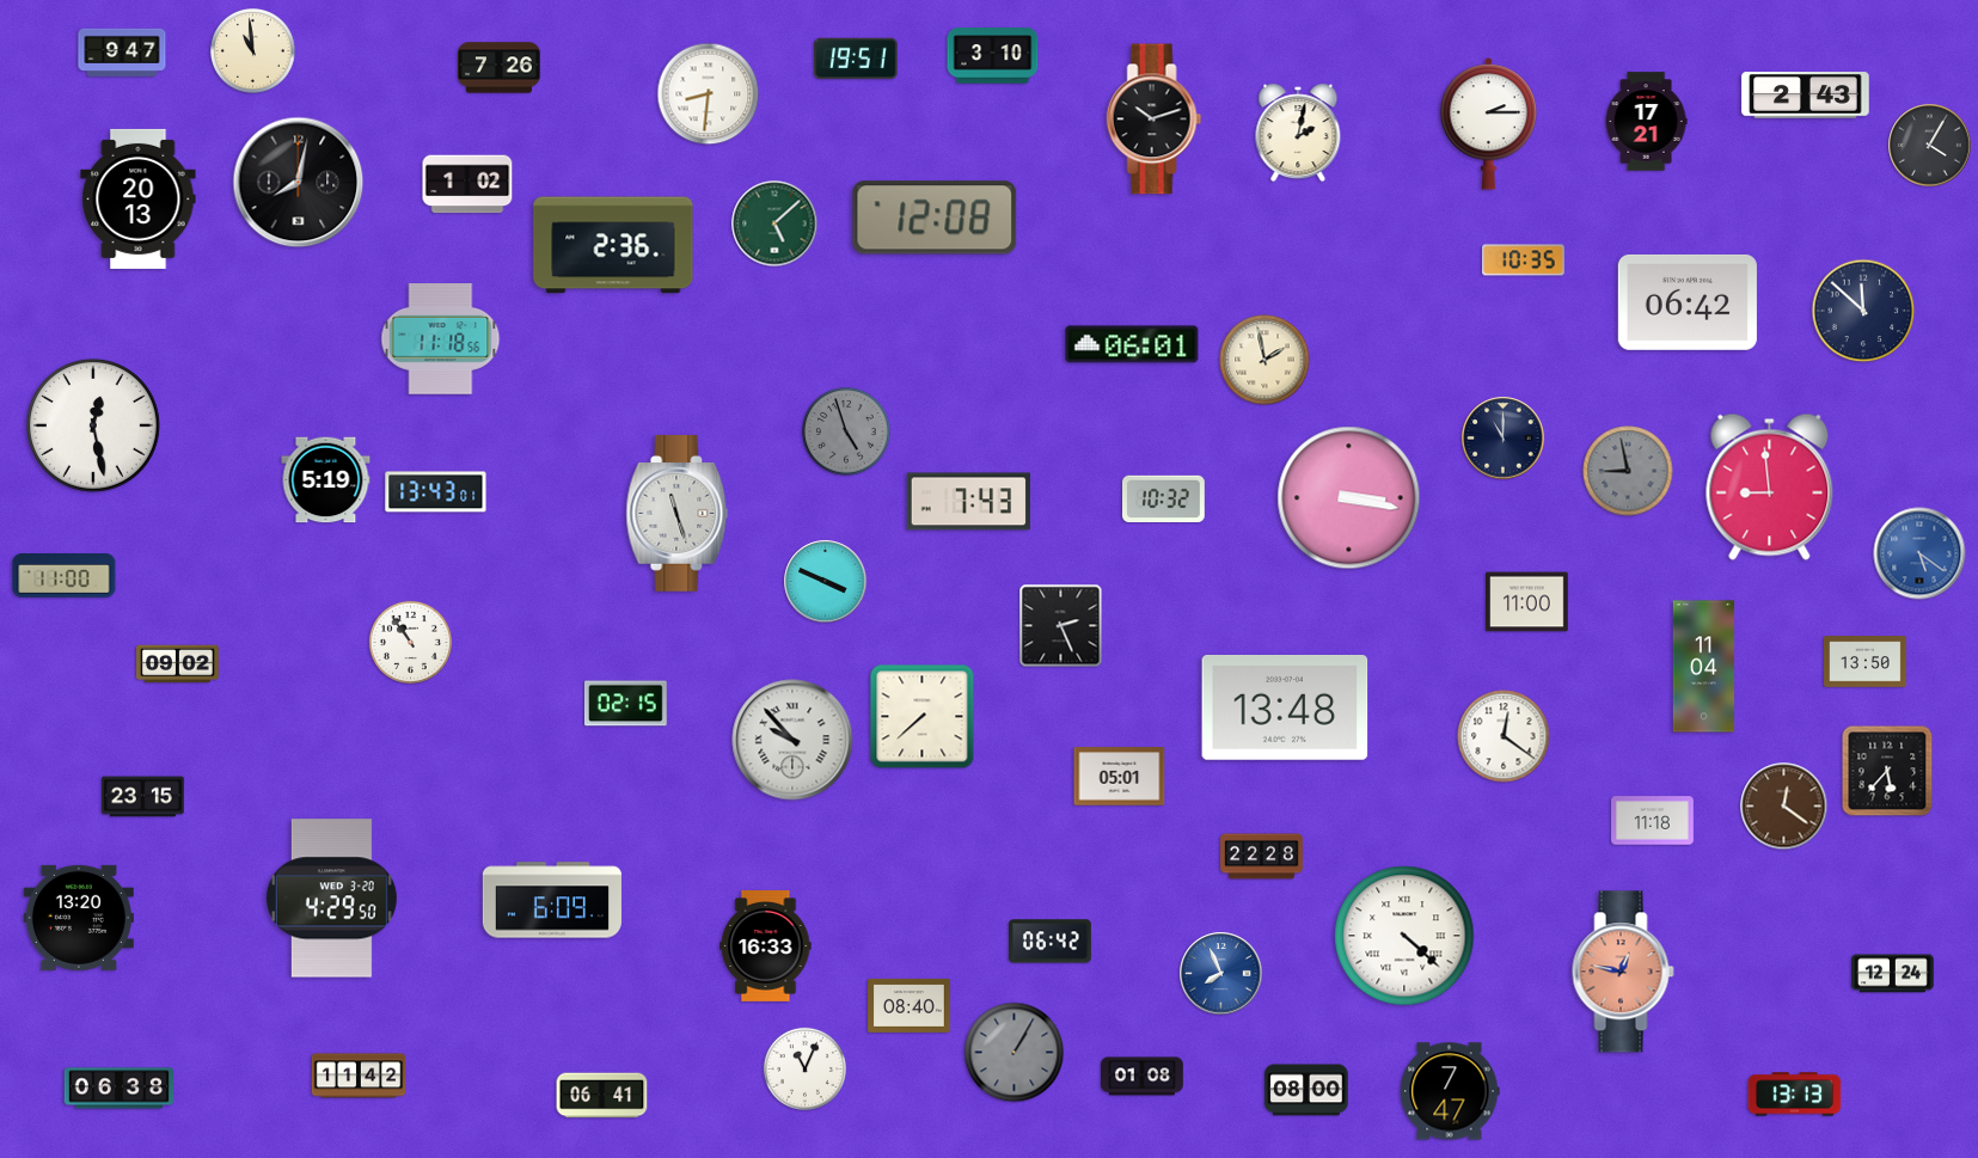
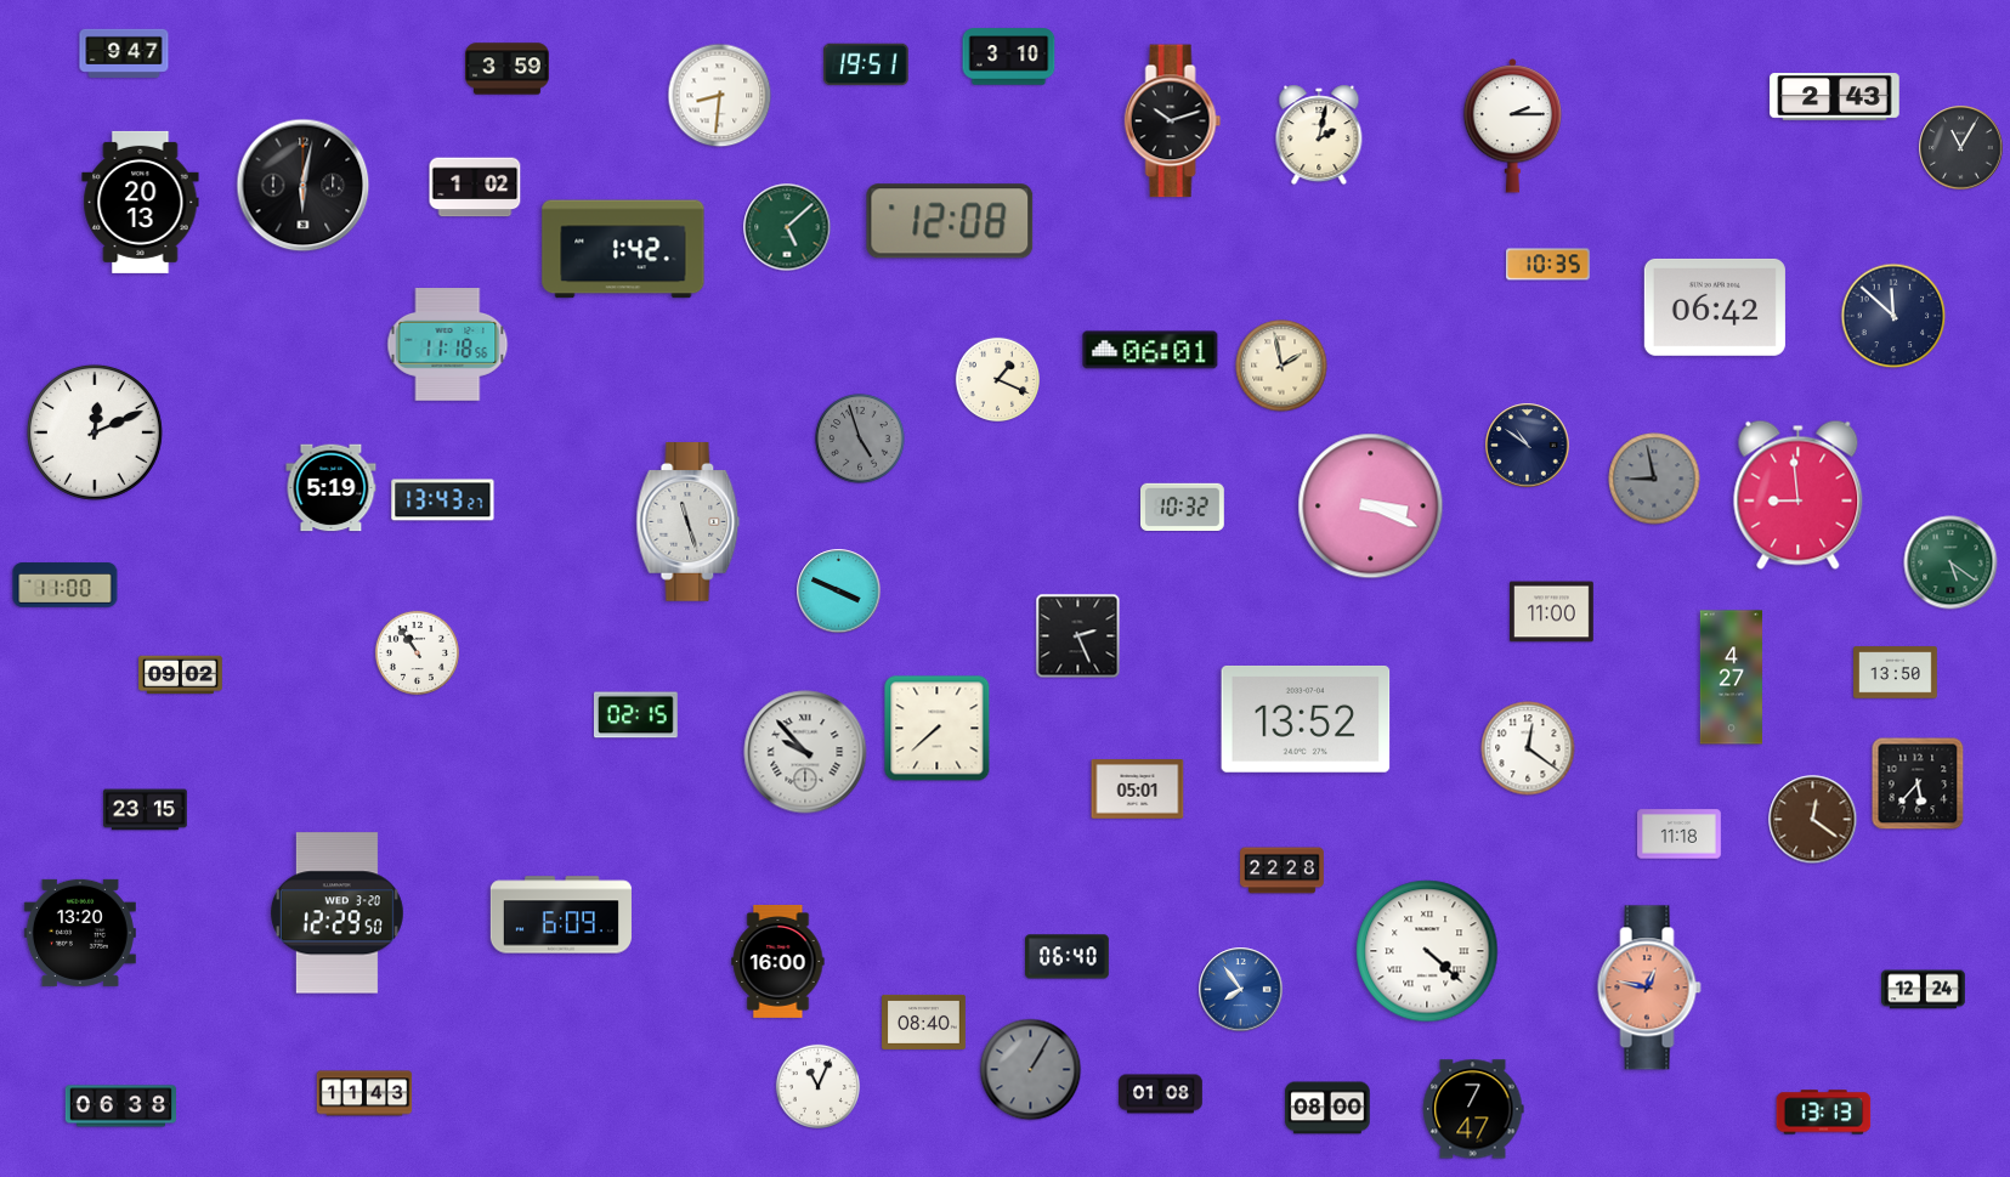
clock at (252, 50): 10:59 -> none
clock at (856, 59) position: (856, 59) -> (866, 64)
clock at (500, 68): 7:26 -> 3:59
clock at (1646, 122): 17:21 -> none
clock at (1930, 146): 4:05 -> 11:05
clock at (299, 183): 8:02 -> 6:02
clock at (613, 245): 2:36 -> 1:42
clock at (1264, 360) position: (1264, 360) -> (1281, 366)
clock at (997, 379): none -> 1:19
clock at (93, 425): 12:28 -> 12:11
clock at (1504, 439): 11:00 -> 10:51
clock at (436, 492): 13:43:01 -> 13:43:27
clock at (1349, 498): 3:17 -> 3:19
clock at (968, 502): 7:43 -> none
clock at (1919, 553) dial: blue -> green
clock at (1703, 667): 11:04 -> 4:27
clock at (1285, 707): 13:48 -> 13:52
clock at (331, 899): 4:29 -> 12:29
clock at (1051, 942): 06:42 -> 06:40
clock at (766, 945): 16:33 -> 16:00
clock at (1221, 974): 7:56 -> 7:54
clock at (359, 1076): 11:42 -> 11:43
clock at (602, 1096): 06:41 -> none
